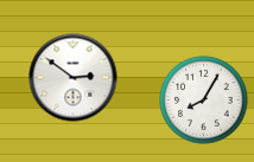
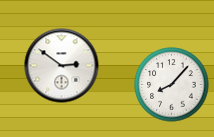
clock at (204, 101): 8:05 -> 8:07
